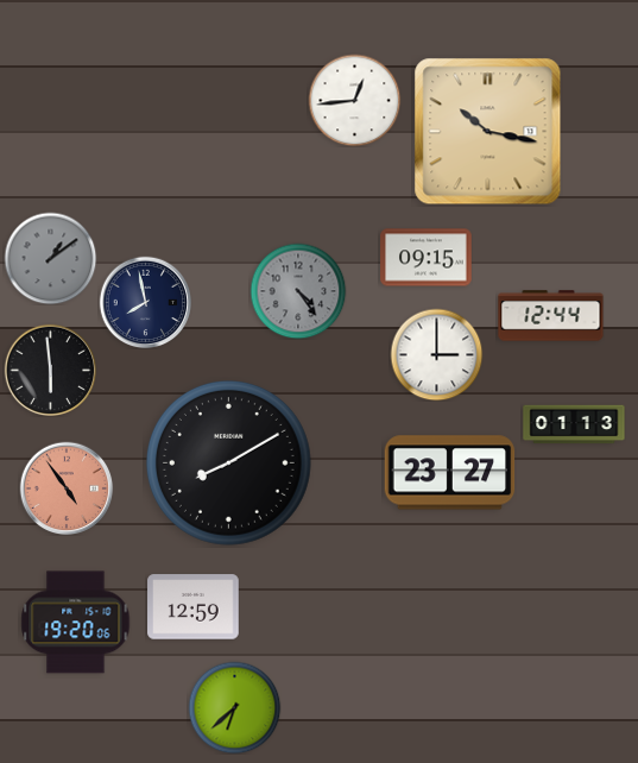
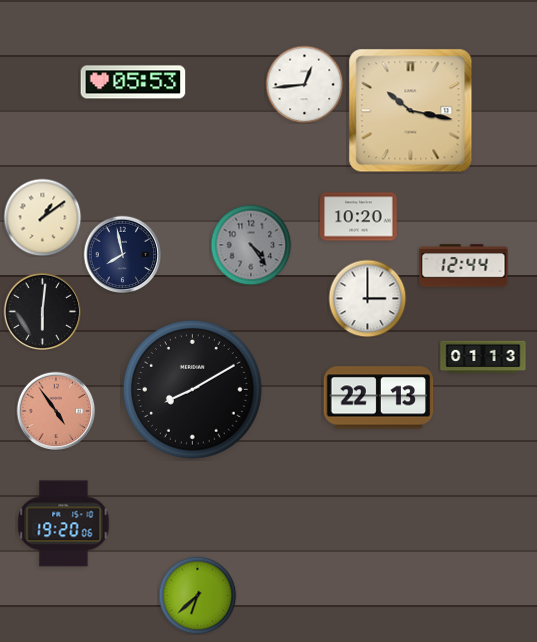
clock at (133, 82): none -> 05:53
clock at (354, 100) position: (354, 100) -> (304, 84)
clock at (50, 258) dial: grey -> cream
clock at (427, 258): 09:15 -> 10:20
clock at (50, 370): 5:59 -> 6:01
clock at (450, 473): 23:27 -> 22:13
clock at (194, 607): 12:59 -> none
